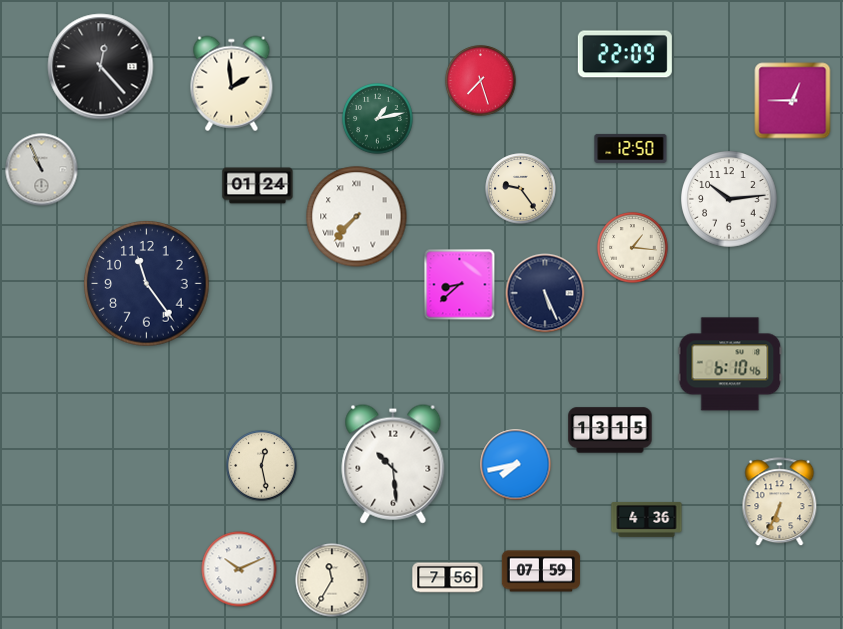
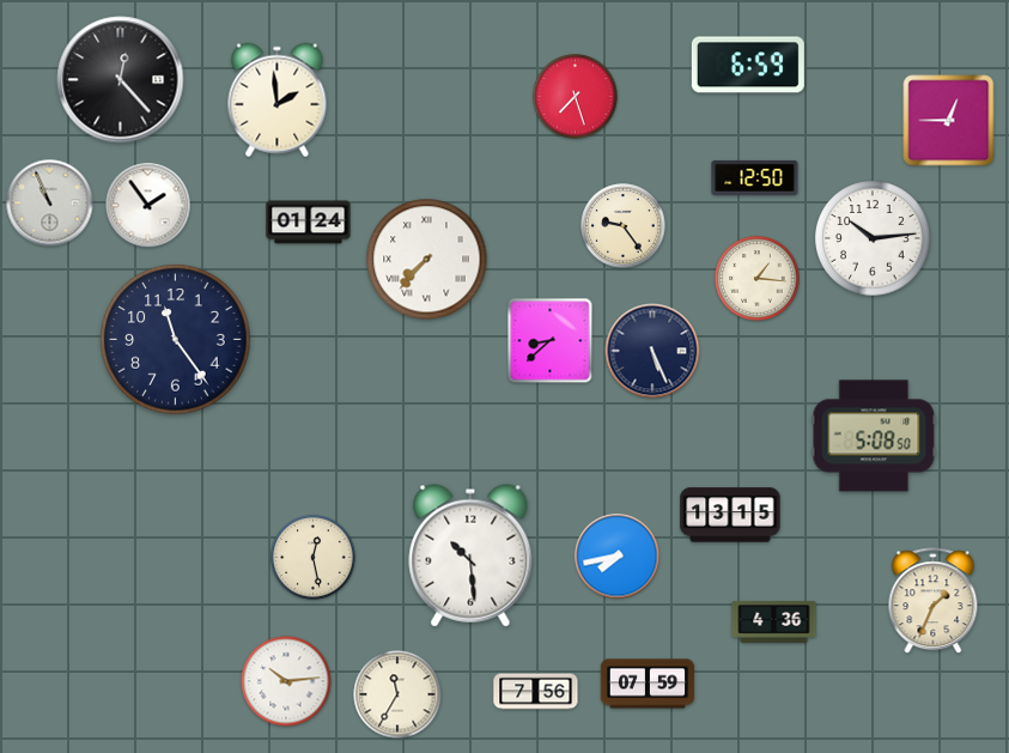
clock at (625, 54): 22:09 -> 6:59
clock at (378, 119): 1:13 -> none
clock at (148, 206): none -> 1:54
clock at (633, 248) position: (633, 248) -> (758, 279)
clock at (730, 364): 6:10 -> 5:08
clock at (780, 502): 6:34 -> 1:34
clock at (239, 569): 10:11 -> 10:14
